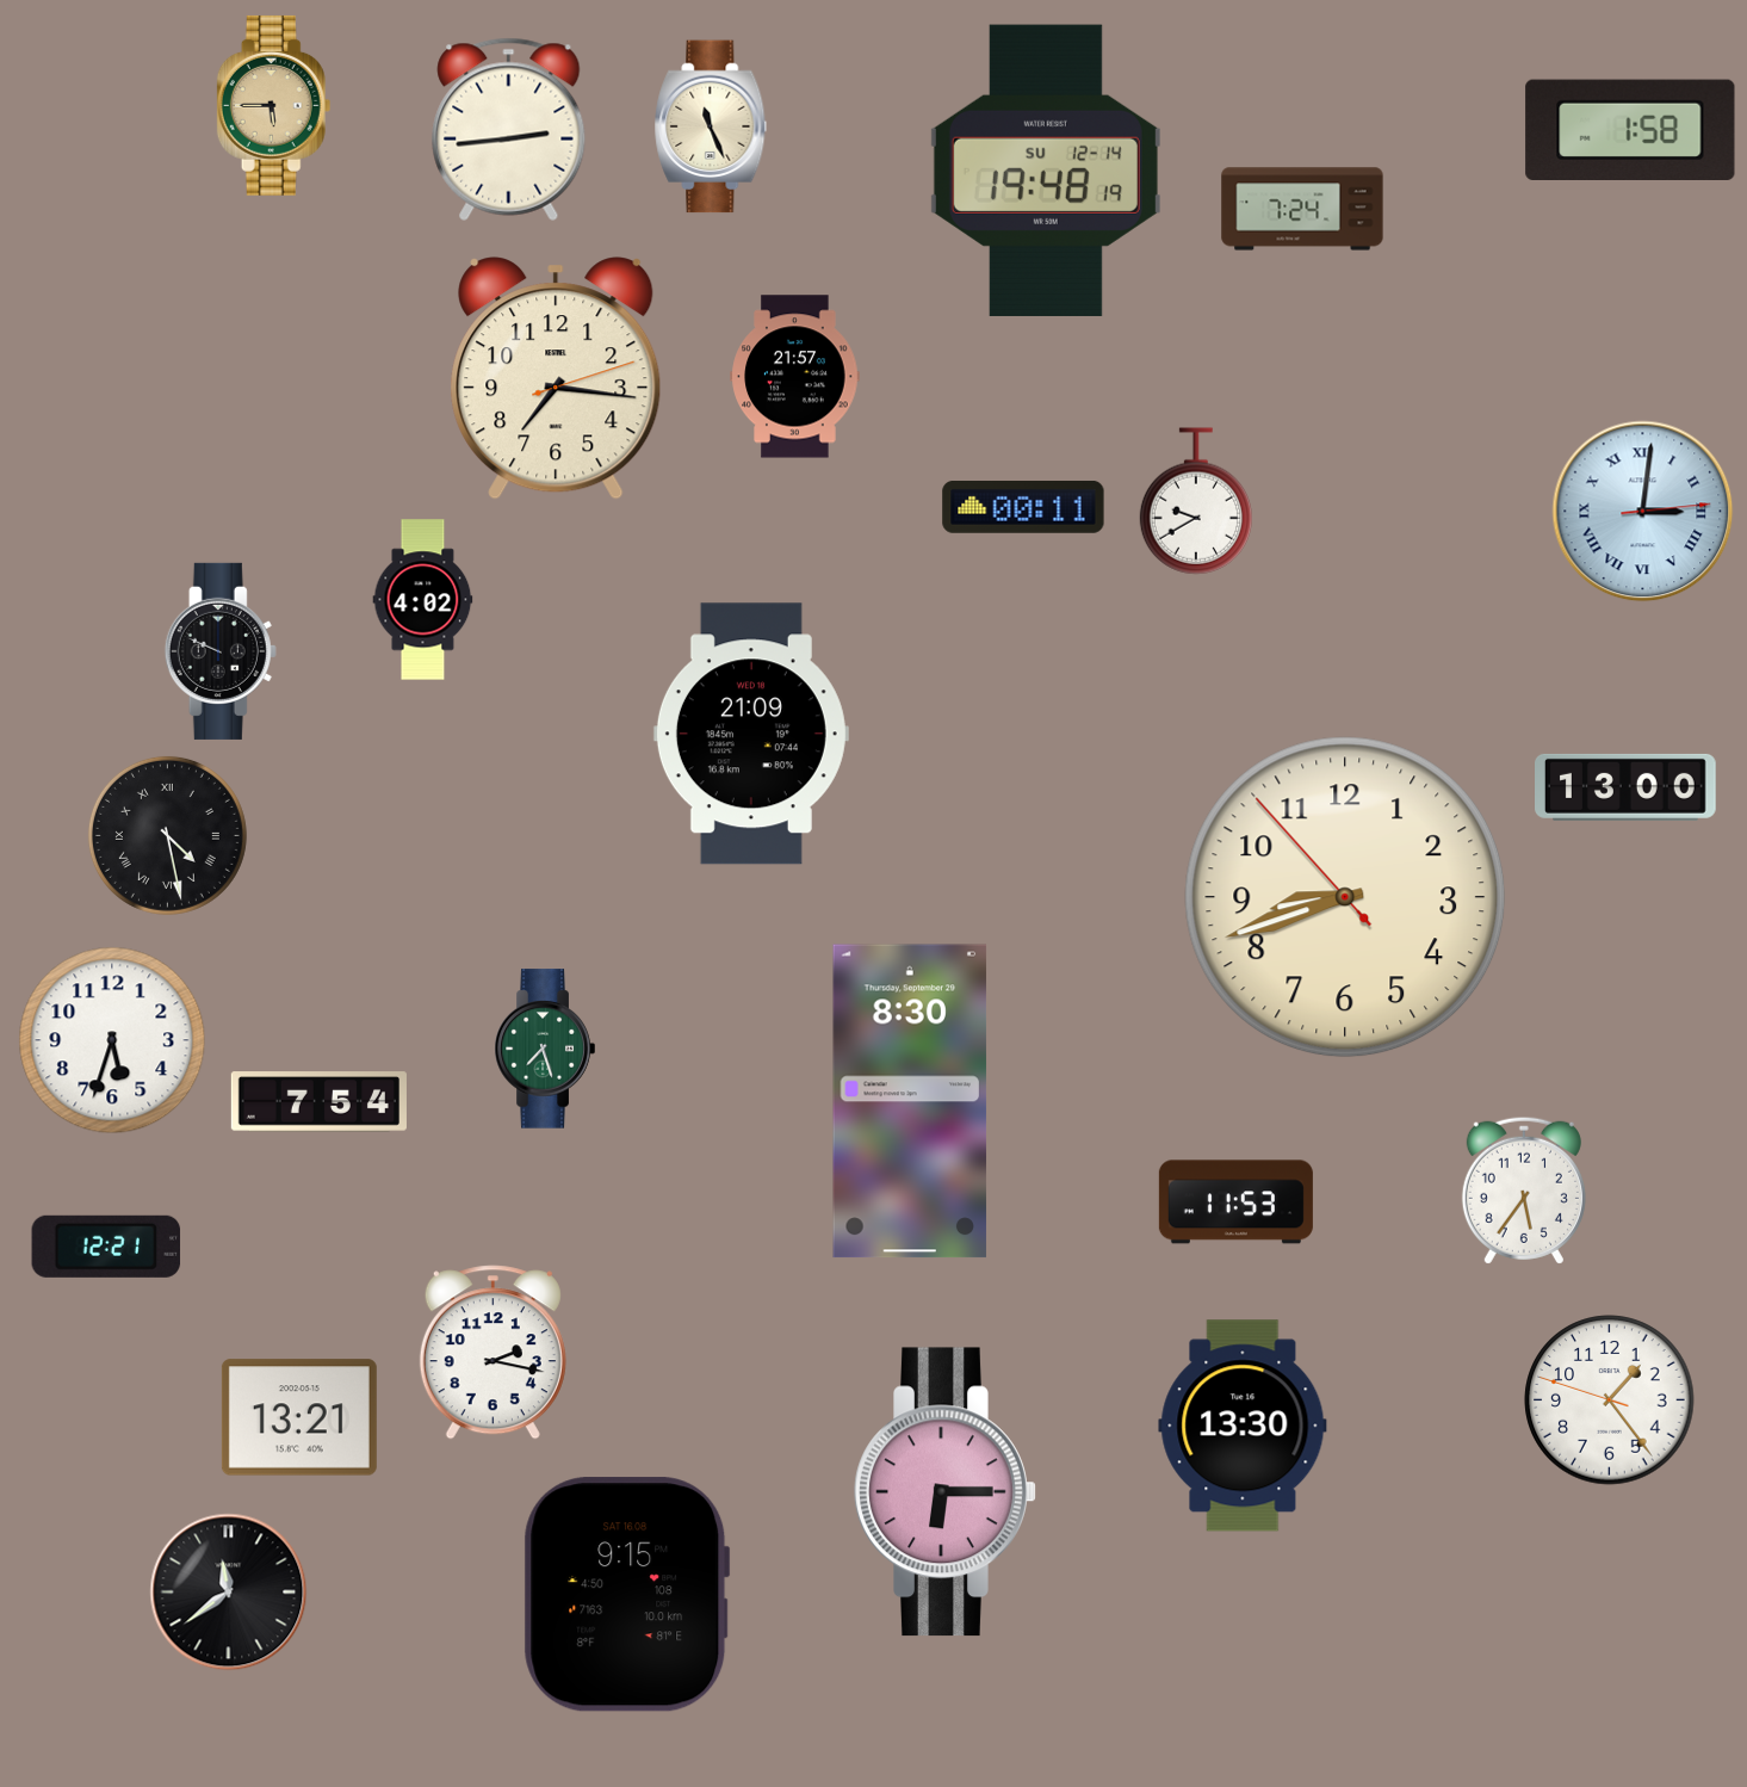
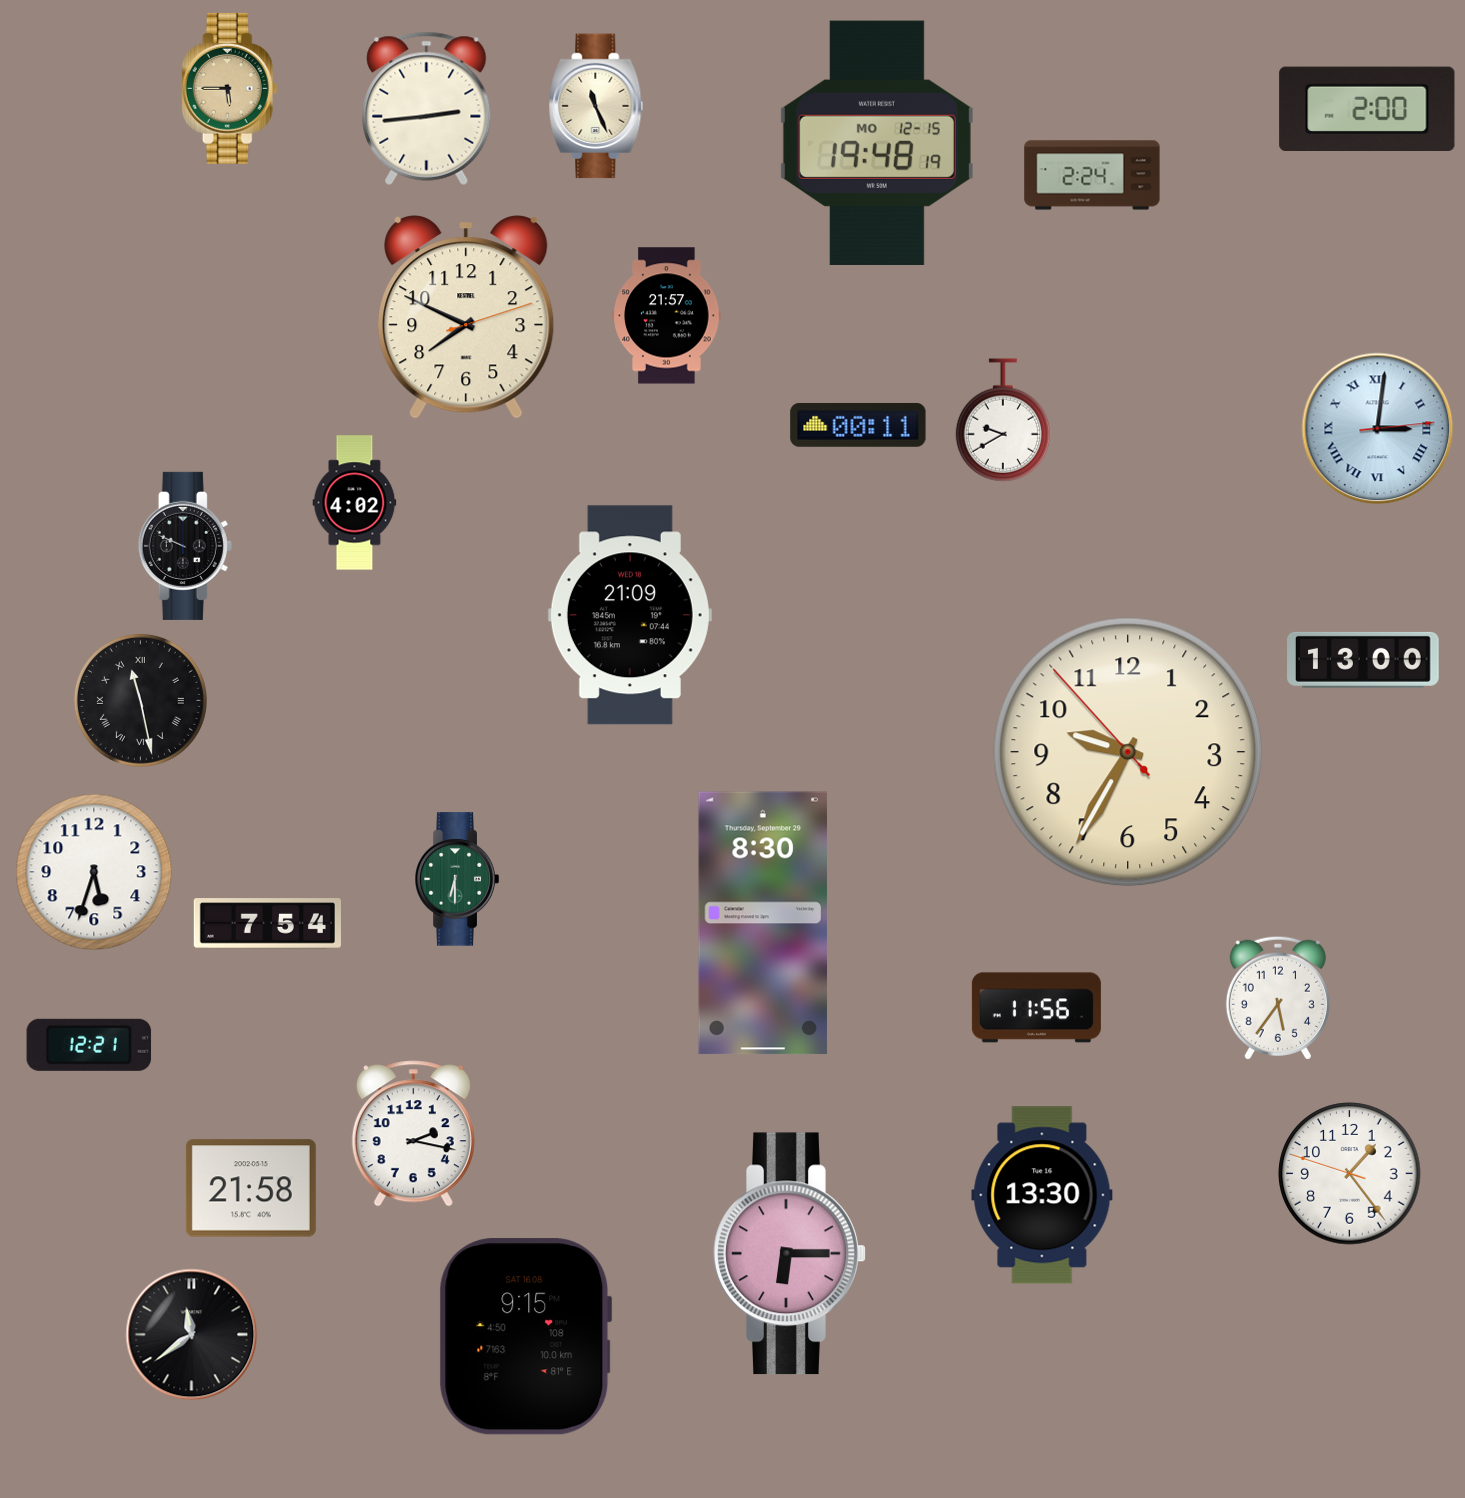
clock at (1630, 129): 1:58 -> 2:00
clock at (1046, 171) date: SU 12-14 -> MO 12-15
clock at (1302, 209): 7:24 -> 2:24
clock at (556, 378): 7:16 -> 7:49
clock at (167, 835): 4:28 -> 11:28
clock at (1345, 897): 8:41 -> 9:34
clock at (545, 1049): 7:27 -> 6:30
clock at (1235, 1202): 11:53 -> 11:56
clock at (299, 1417): 13:21 -> 21:58
clock at (946, 1492) position: (946, 1492) -> (790, 1254)
